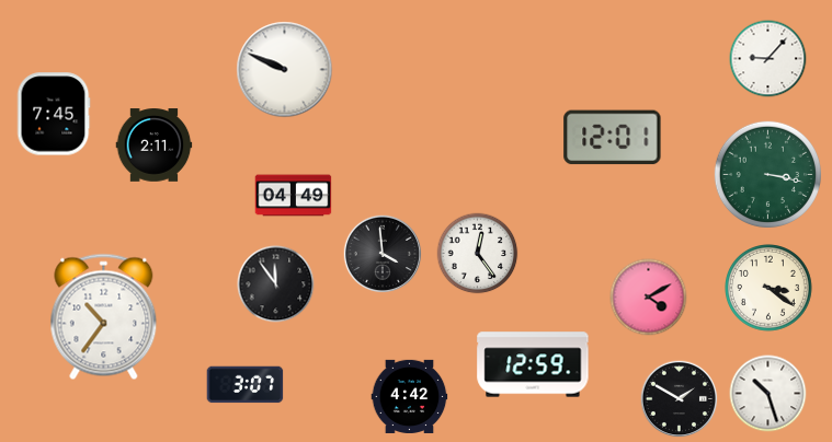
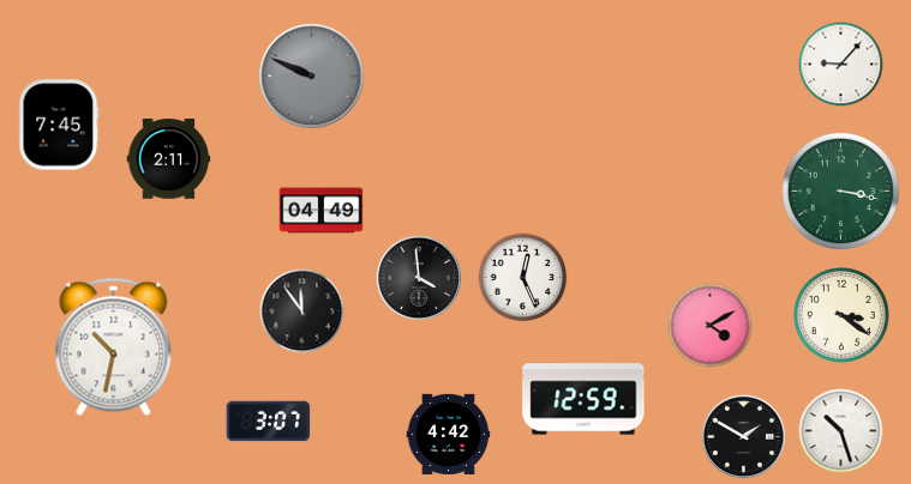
clock at (285, 70) dial: white -> grey
clock at (613, 138): 12:01 -> none
clock at (294, 196) position: (294, 196) -> (322, 211)
clock at (478, 254): 12:24 -> 12:26
clock at (104, 317): 10:36 -> 10:32
